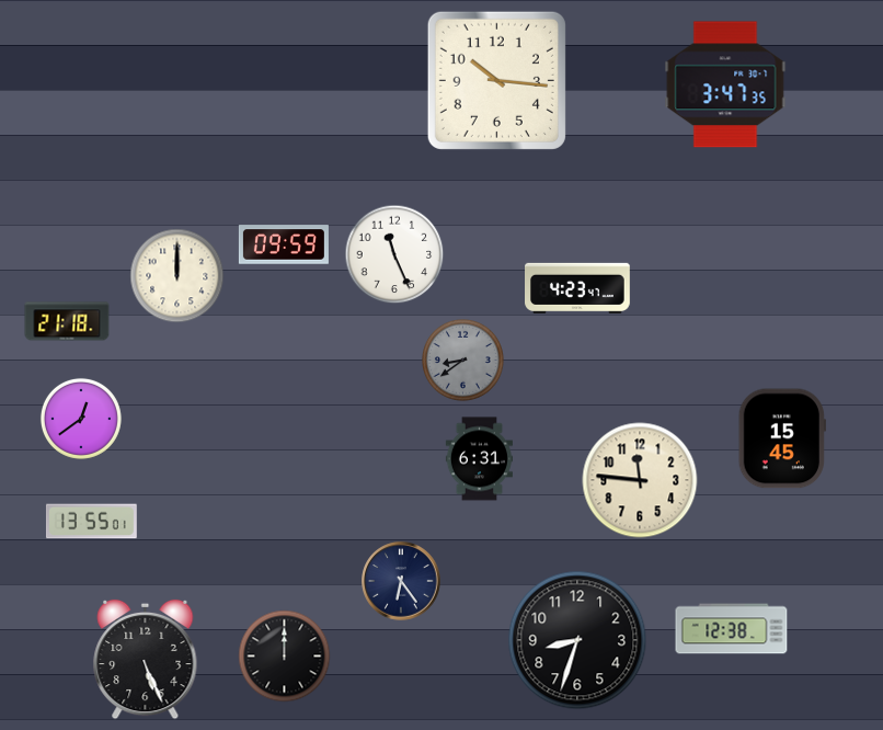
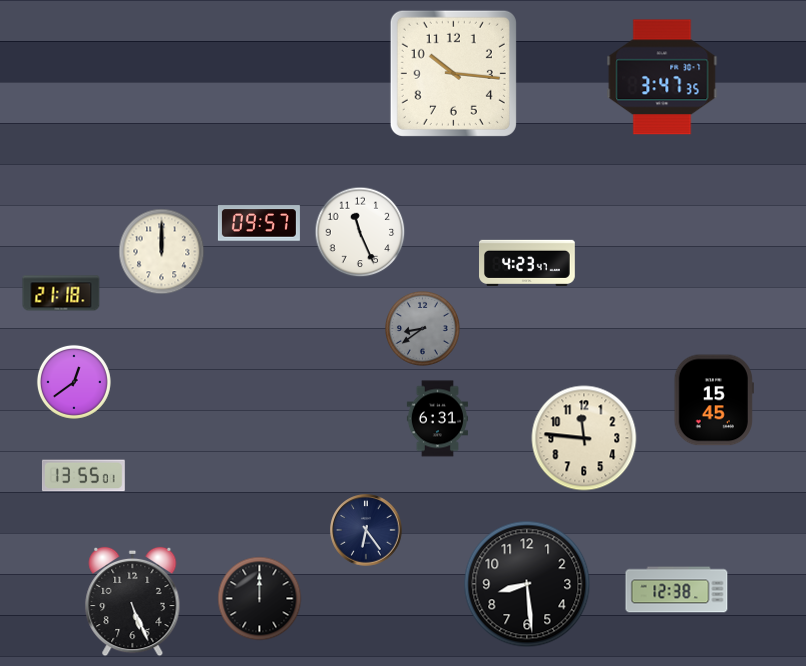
clock at (284, 244): 09:59 -> 09:57
clock at (732, 629) position: (732, 629) -> (677, 590)
clock at (577, 640): 8:33 -> 8:29
